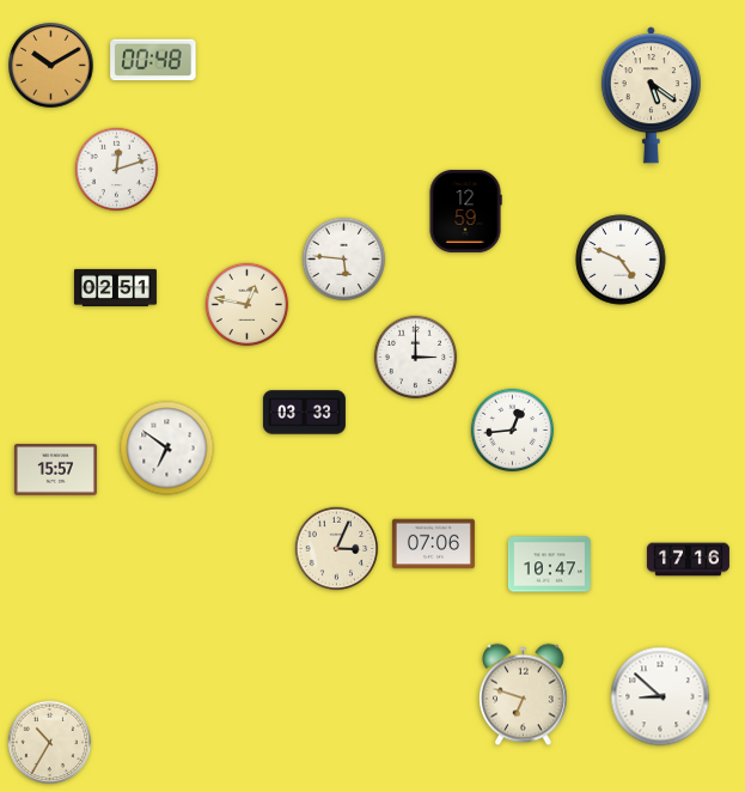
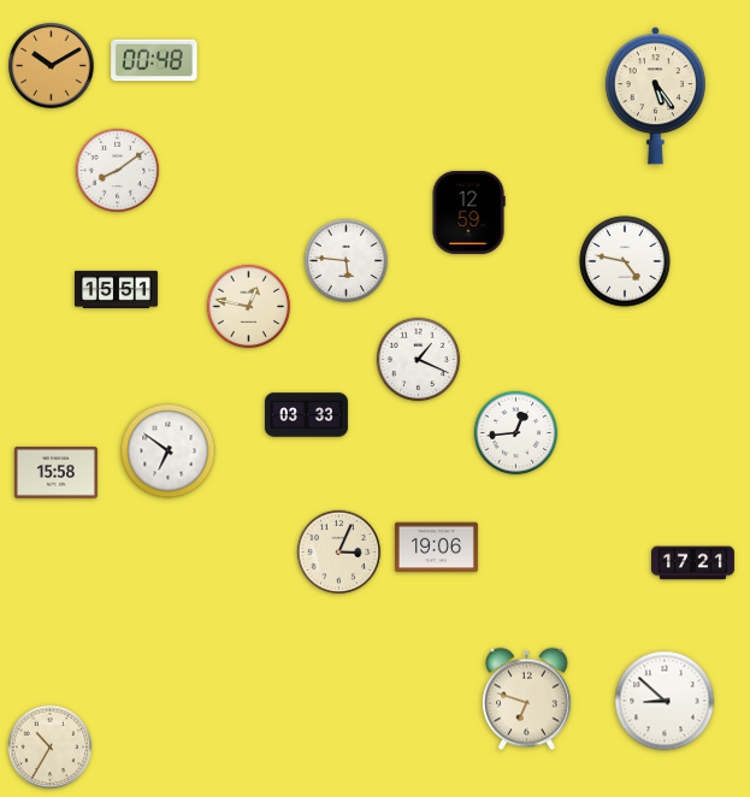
clock at (651, 96): 5:21 -> 5:24
clock at (117, 170): 12:12 -> 8:09
clock at (621, 260): 4:49 -> 4:47
clock at (115, 287): 02:51 -> 15:51
clock at (416, 358): 3:00 -> 1:19
clock at (55, 470): 15:57 -> 15:58
clock at (433, 544): 07:06 -> 19:06
clock at (688, 560): 17:16 -> 17:21
clock at (549, 565): 10:47 -> none
